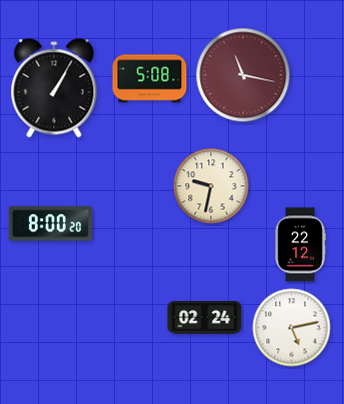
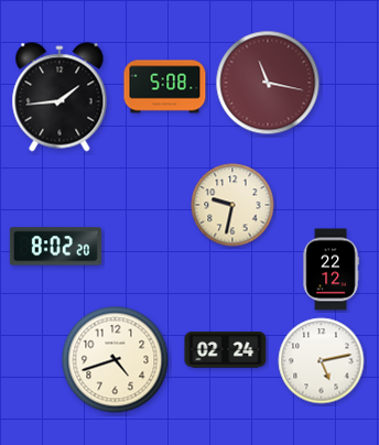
clock at (54, 88): 1:05 -> 1:44
clock at (50, 224): 8:00 -> 8:02
clock at (116, 360): none -> 4:42
